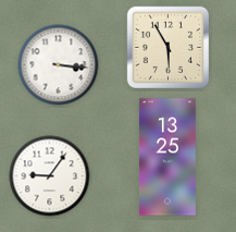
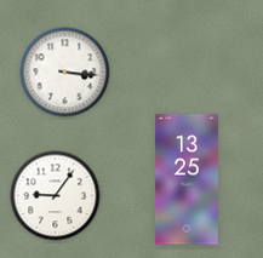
clock at (167, 47): 5:55 -> none
clock at (169, 157) position: (169, 157) -> (188, 179)
